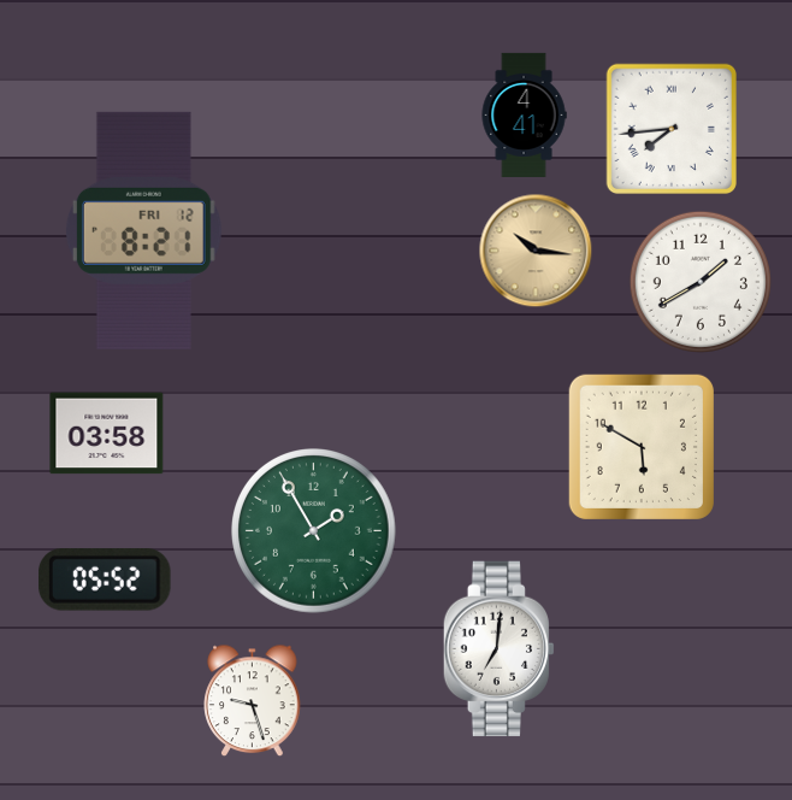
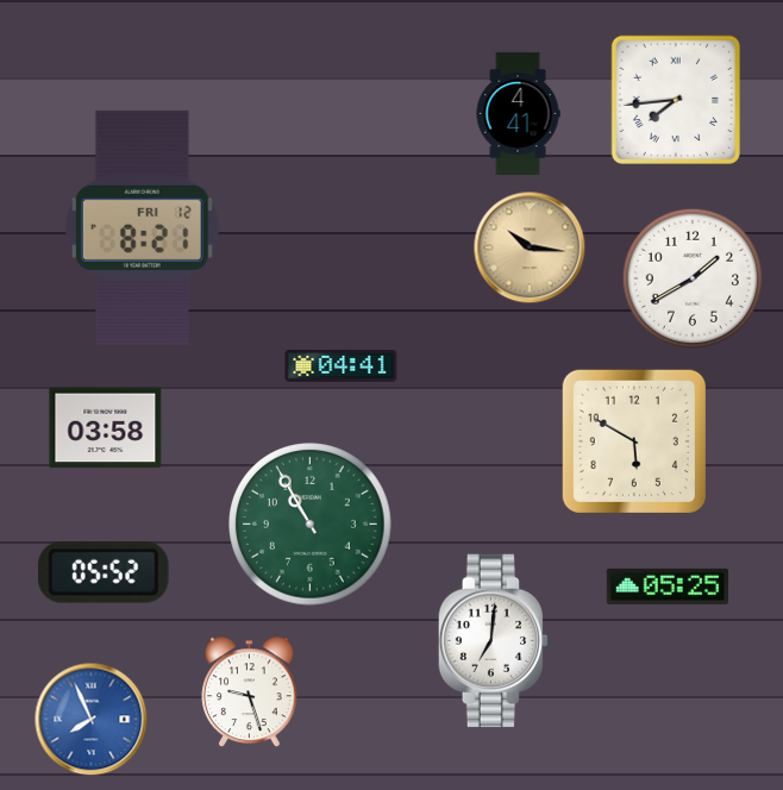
clock at (670, 128) position: (670, 128) -> (675, 99)
clock at (342, 366): none -> 04:41
clock at (314, 531): 1:55 -> 10:55
clock at (668, 587): none -> 05:25
clock at (92, 720): none -> 7:56
